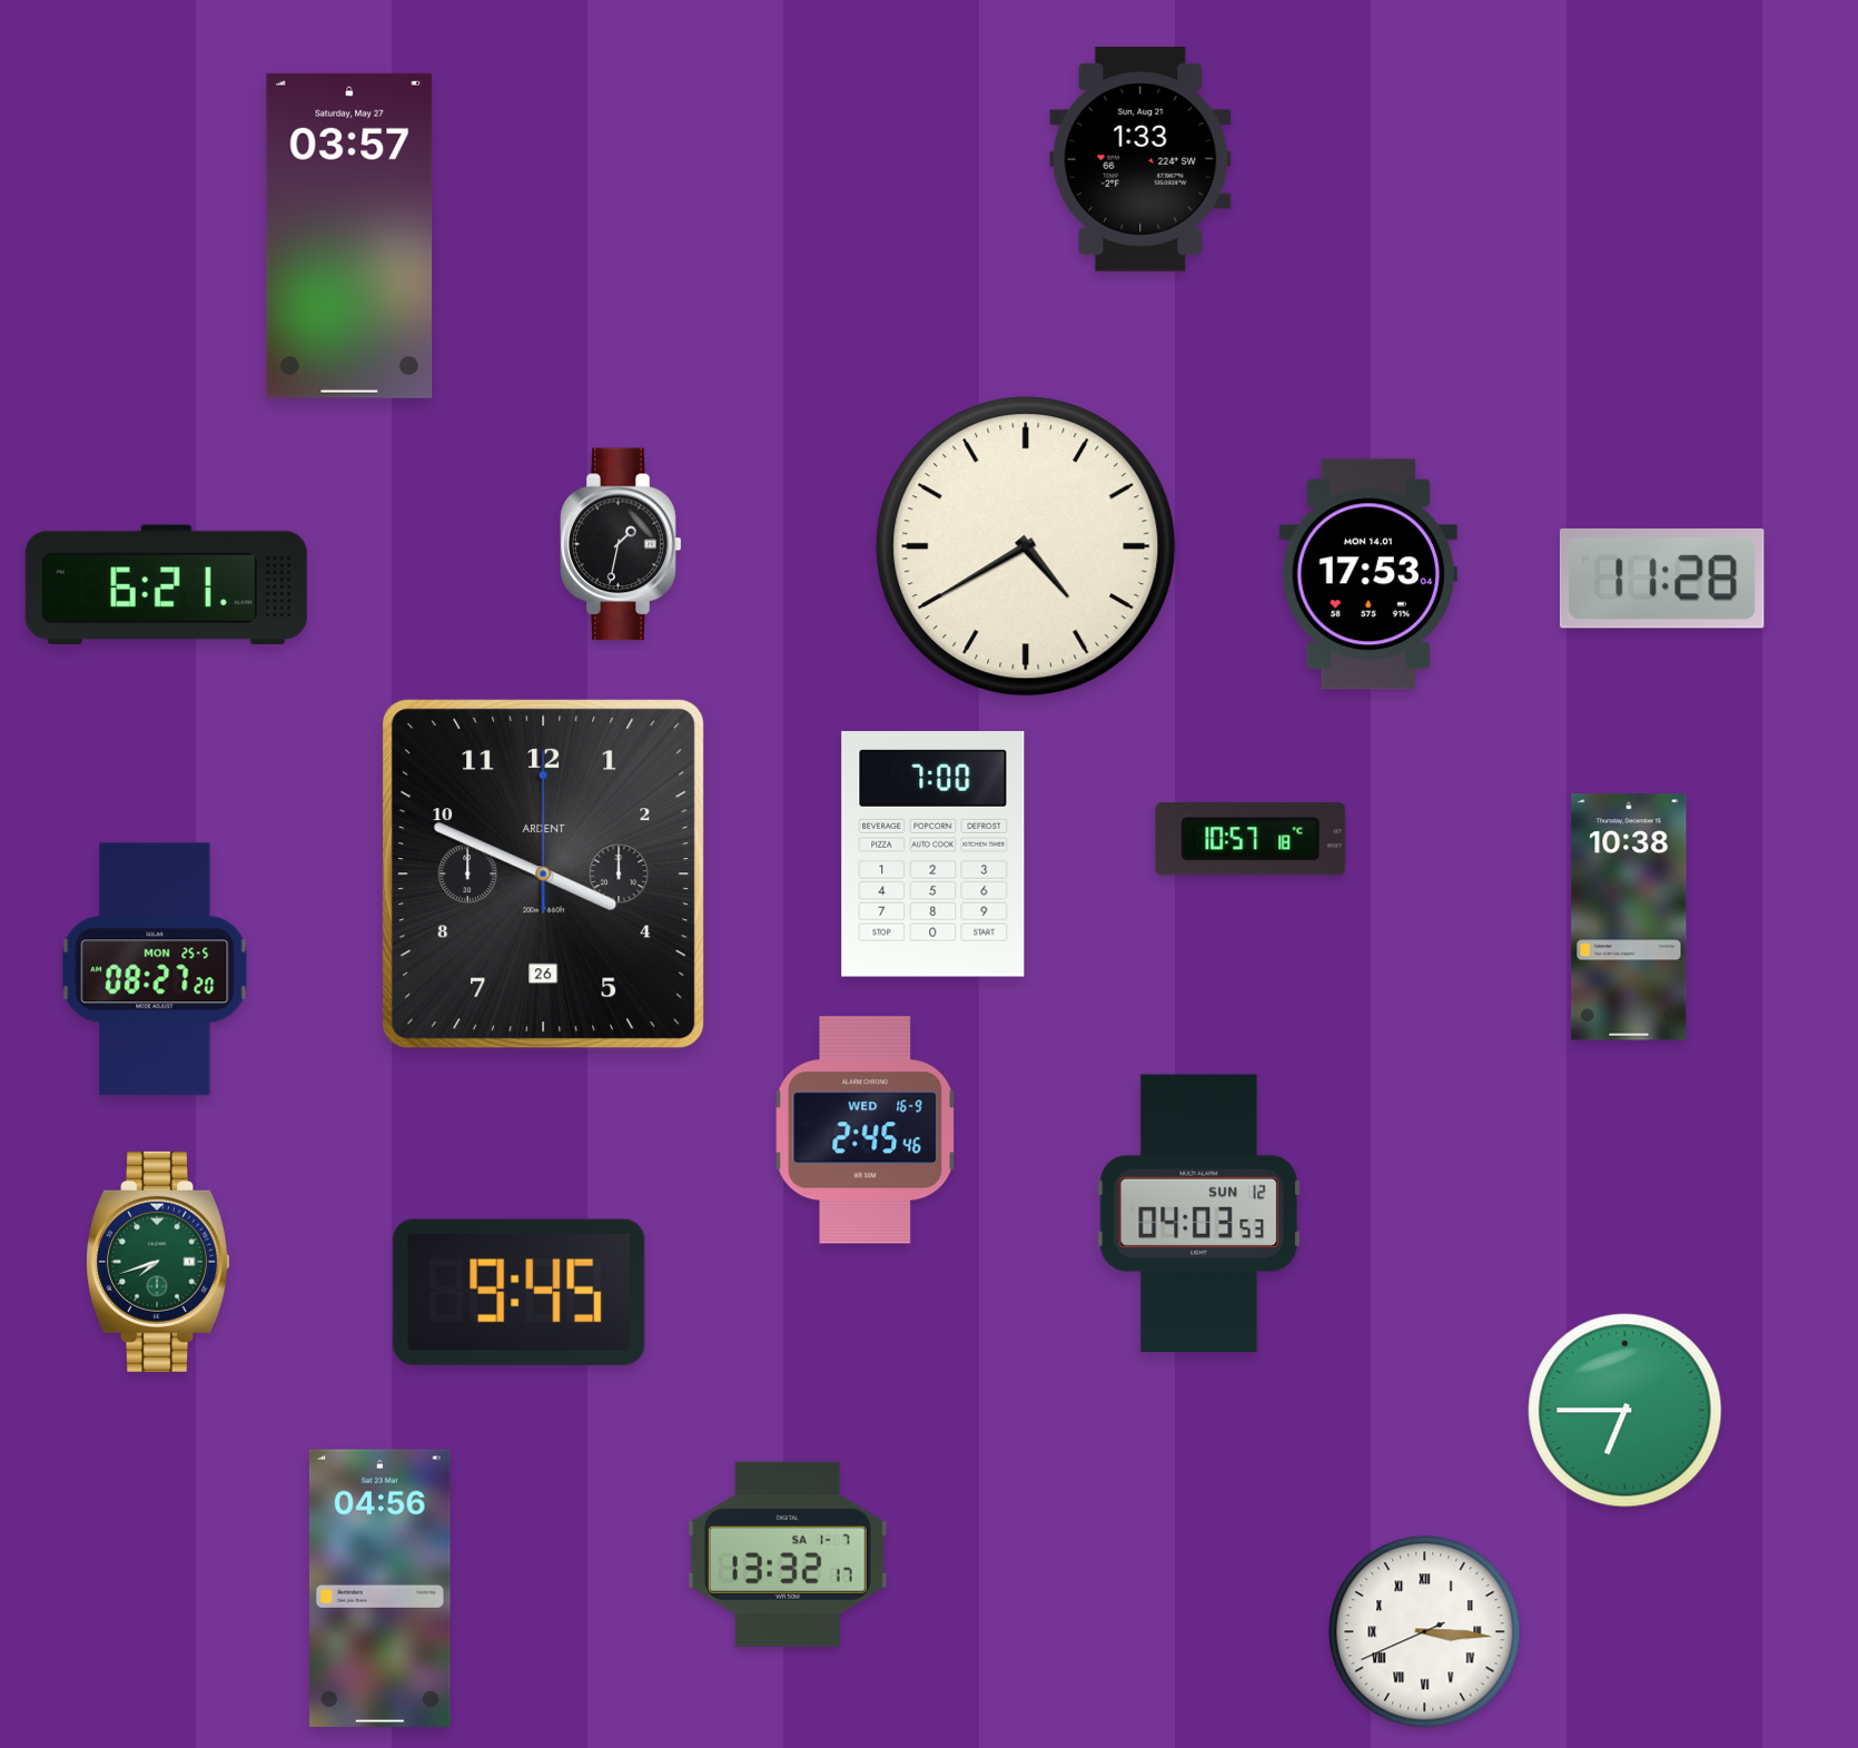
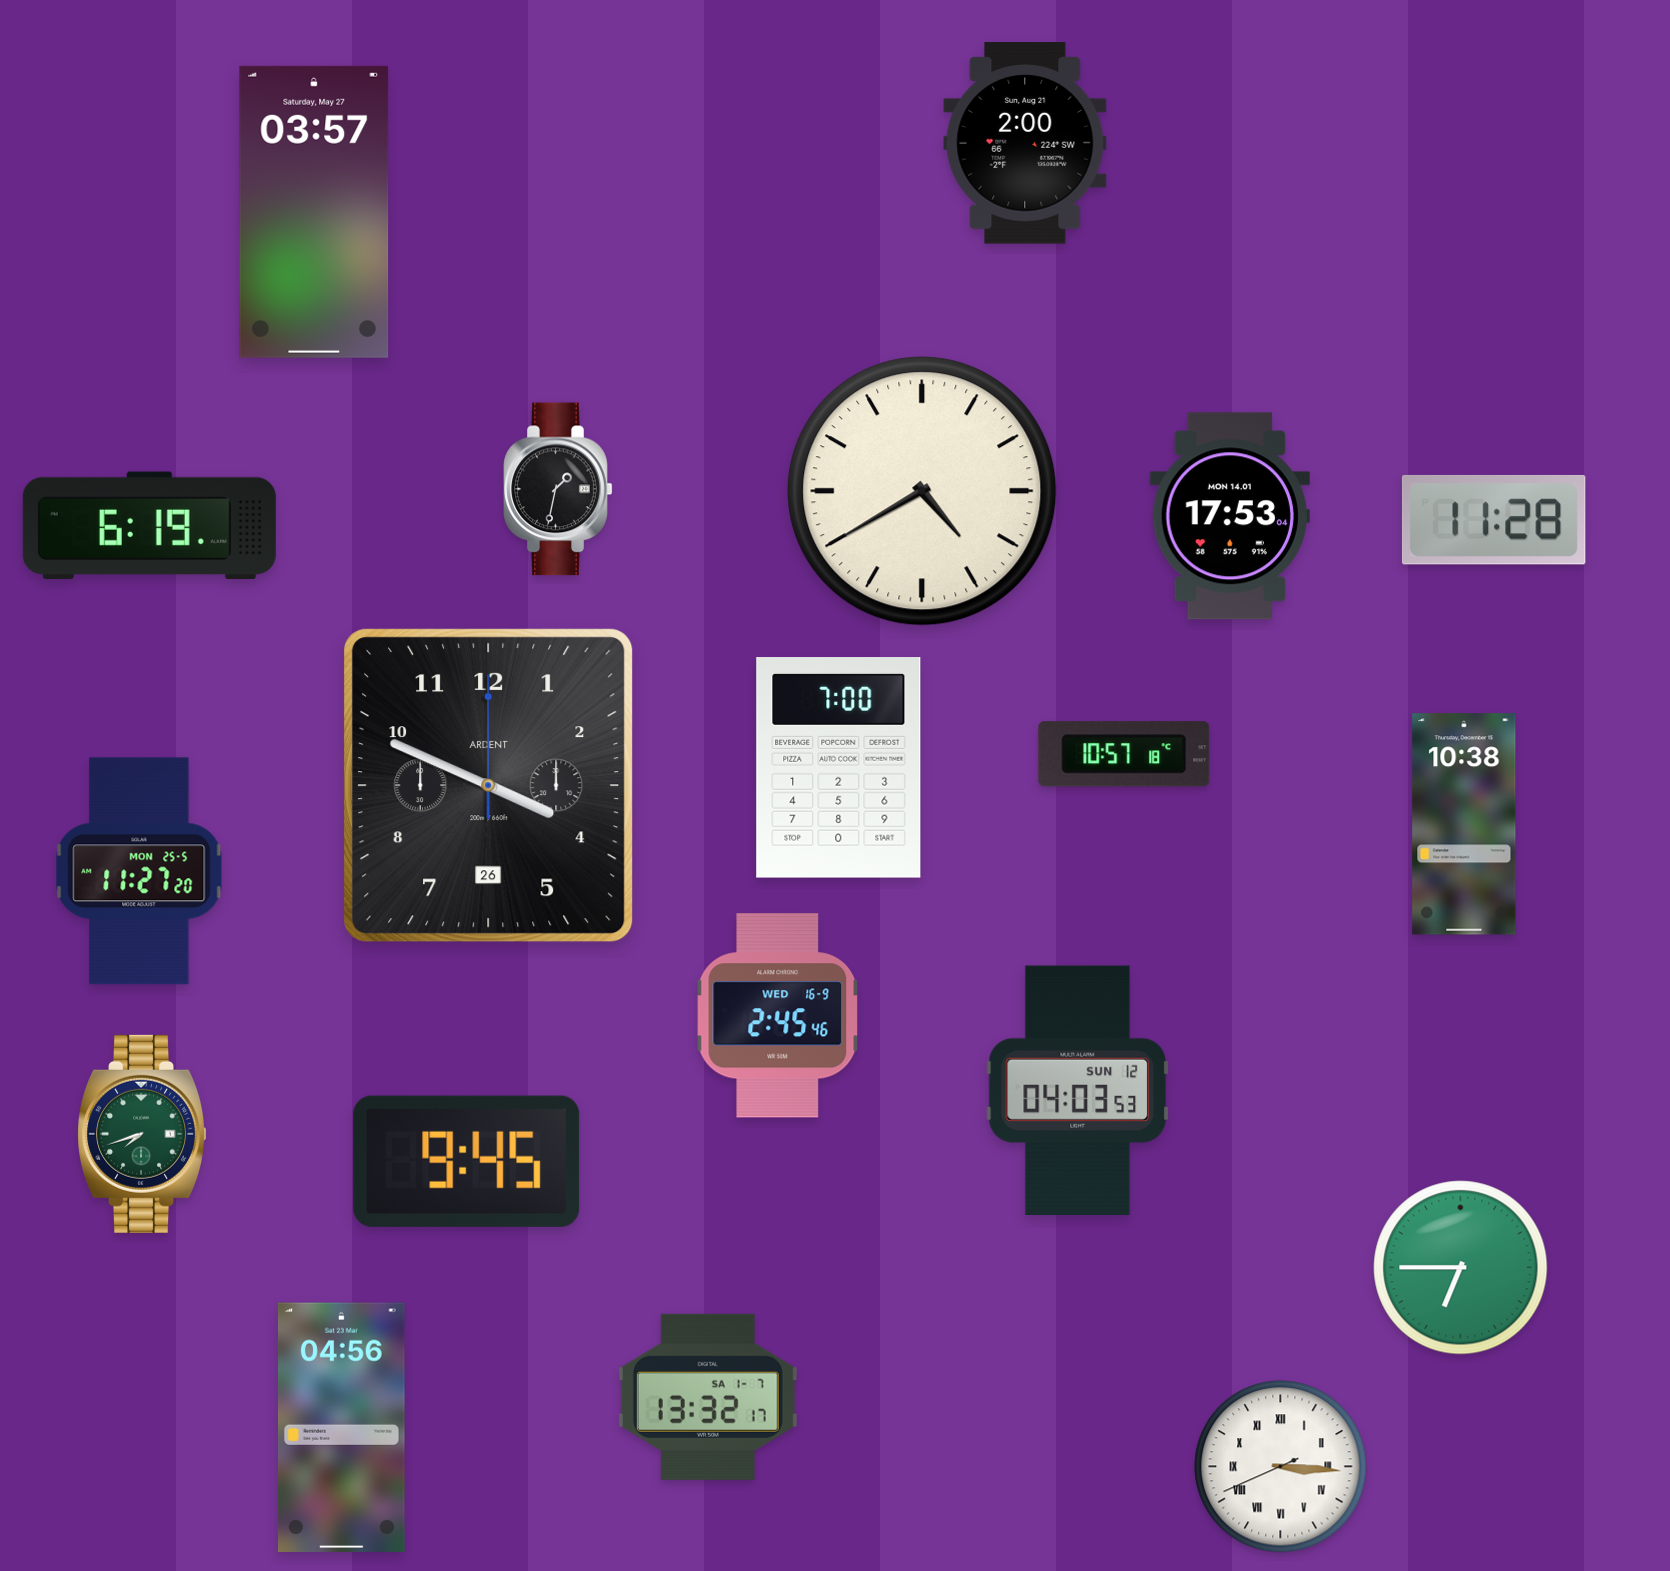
clock at (1140, 159): 1:33 -> 2:00
clock at (166, 584): 6:21 -> 6:19
clock at (155, 969): 08:27 -> 11:27
